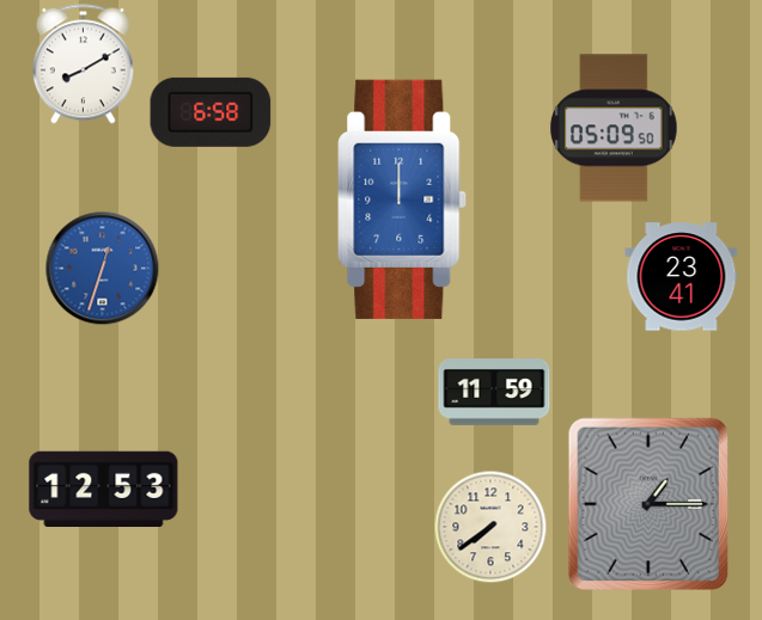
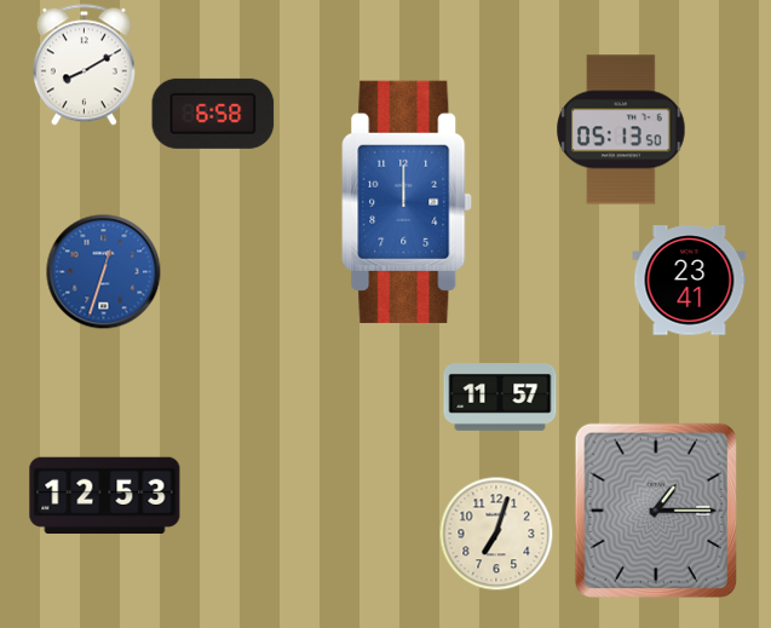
clock at (614, 128): 05:09 -> 05:13
clock at (494, 393): 11:59 -> 11:57
clock at (490, 527): 7:39 -> 7:03
